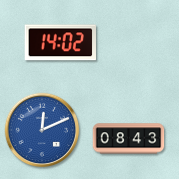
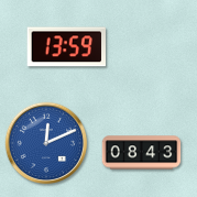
clock at (60, 43): 14:02 -> 13:59
